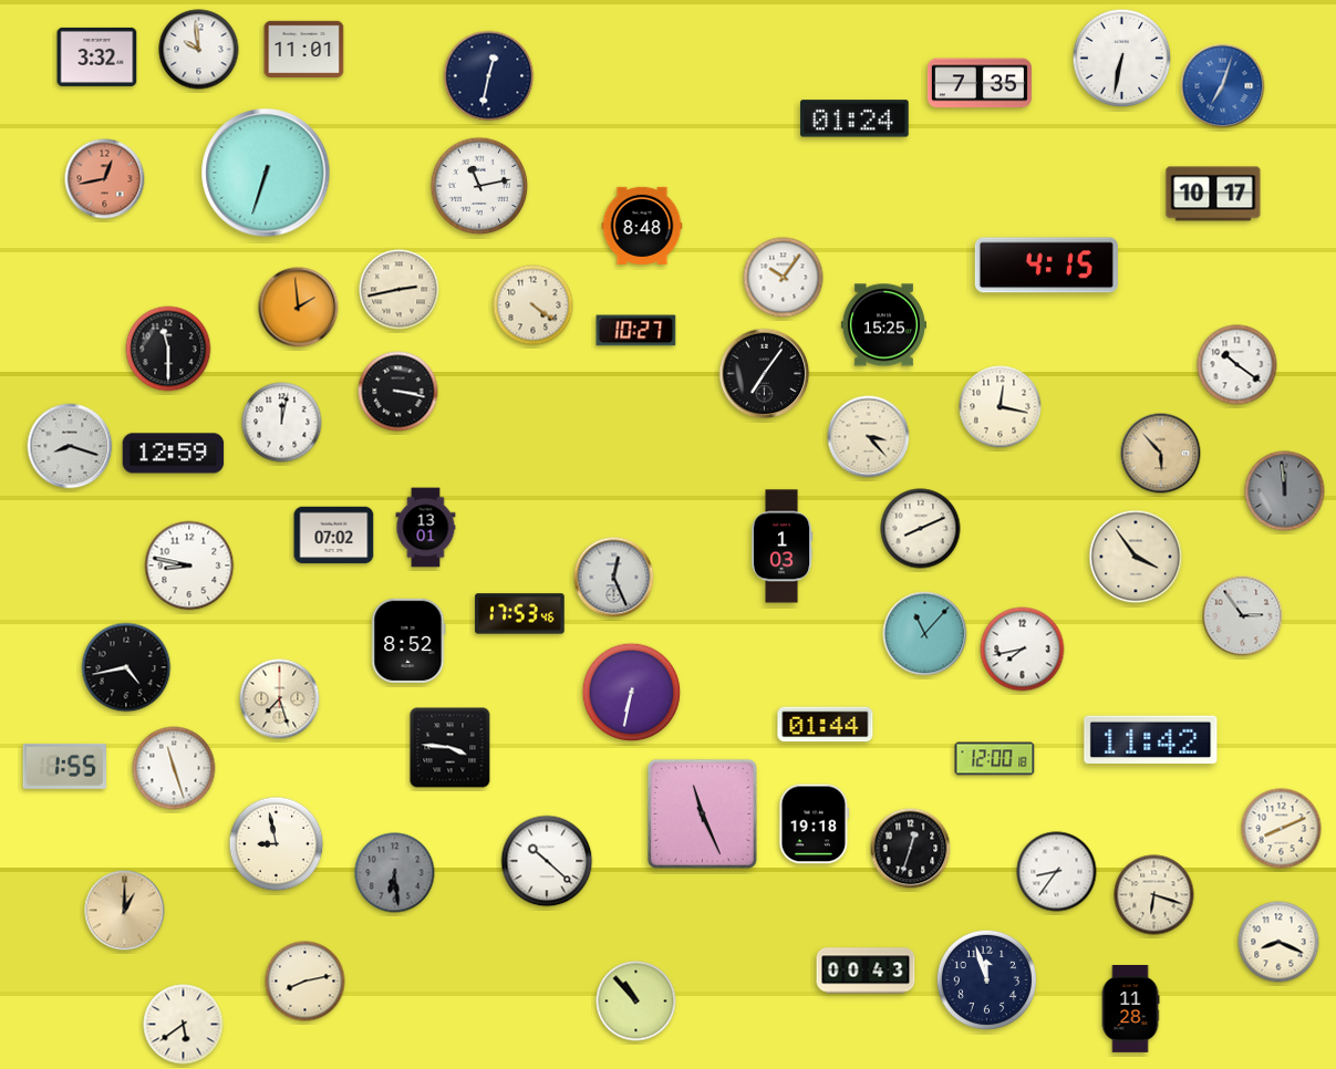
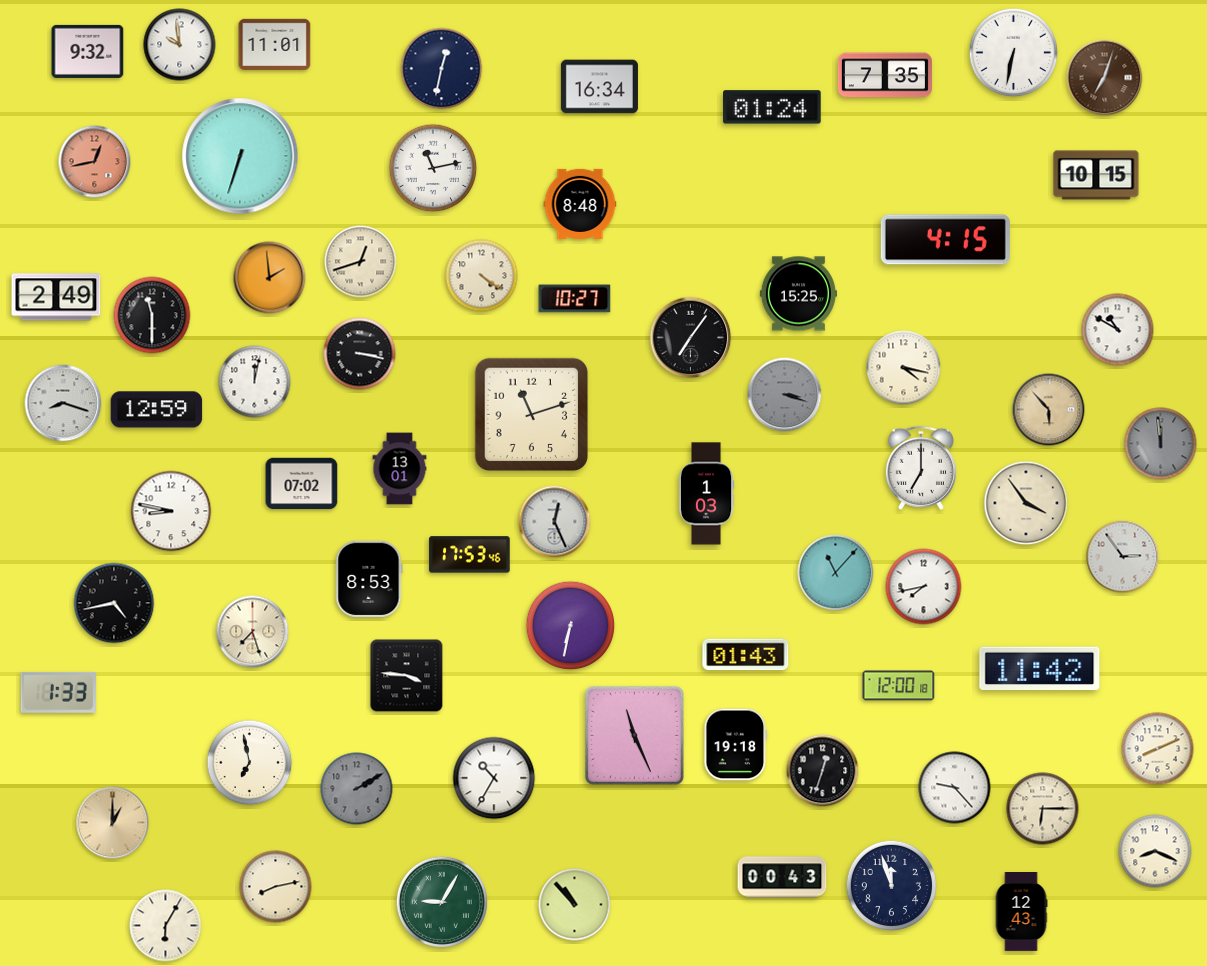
clock at (97, 56): 3:32 -> 9:32
clock at (1223, 86) dial: blue -> brown
clock at (599, 87): none -> 16:34
clock at (1213, 194): 10:17 -> 10:15
clock at (784, 278): 10:06 -> none
clock at (400, 290): 2:43 -> 12:42
clock at (56, 297): none -> 2:49
clock at (1237, 365): 10:21 -> 10:50
clock at (1001, 407): 12:17 -> 4:17
clock at (869, 437): 3:23 -> 3:18
clock at (869, 437) dial: cream -> grey
clock at (532, 415): none -> 11:12
clock at (921, 468): none -> 7:00
clock at (426, 528) position: (426, 528) -> (400, 469)
clock at (921, 529): 8:11 -> none
clock at (408, 641): 8:52 -> 8:53
clock at (826, 725): 01:44 -> 01:43
clock at (64, 766): 1:55 -> 1:33
clock at (174, 768): 11:27 -> none
clock at (277, 844): 8:58 -> 6:58
clock at (911, 849) position: (911, 849) -> (823, 771)
clock at (547, 861): 10:22 -> 10:35
clock at (1057, 872): 8:36 -> 9:23
clock at (395, 873): 6:29 -> 2:10
clock at (1154, 895): 6:18 -> 6:15
clock at (442, 902): none -> 9:05
clock at (1130, 1009): 11:28 -> 12:43
clock at (184, 1025): 5:39 -> 6:05
